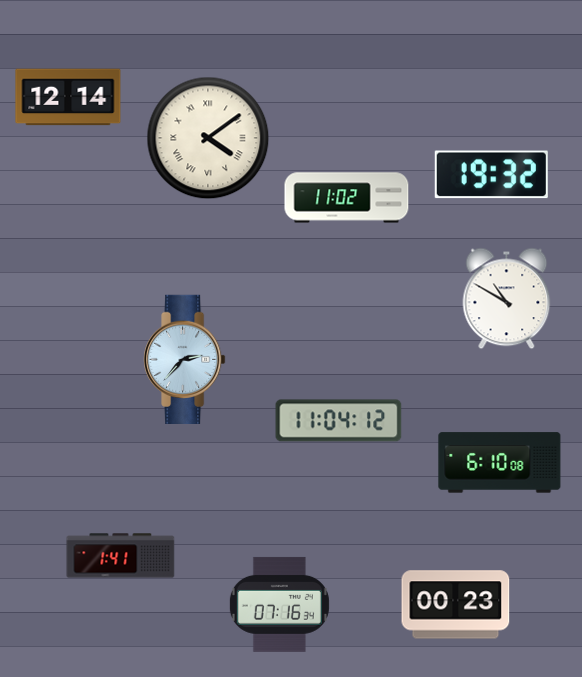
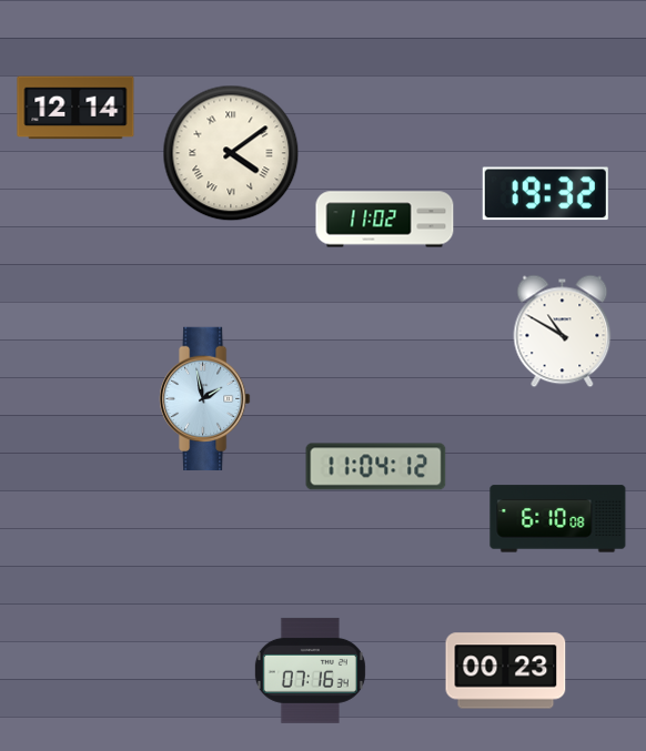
clock at (185, 359): 2:37 -> 1:58
clock at (500, 463) position: (500, 463) -> (558, 519)
clock at (121, 556): 1:41 -> none
